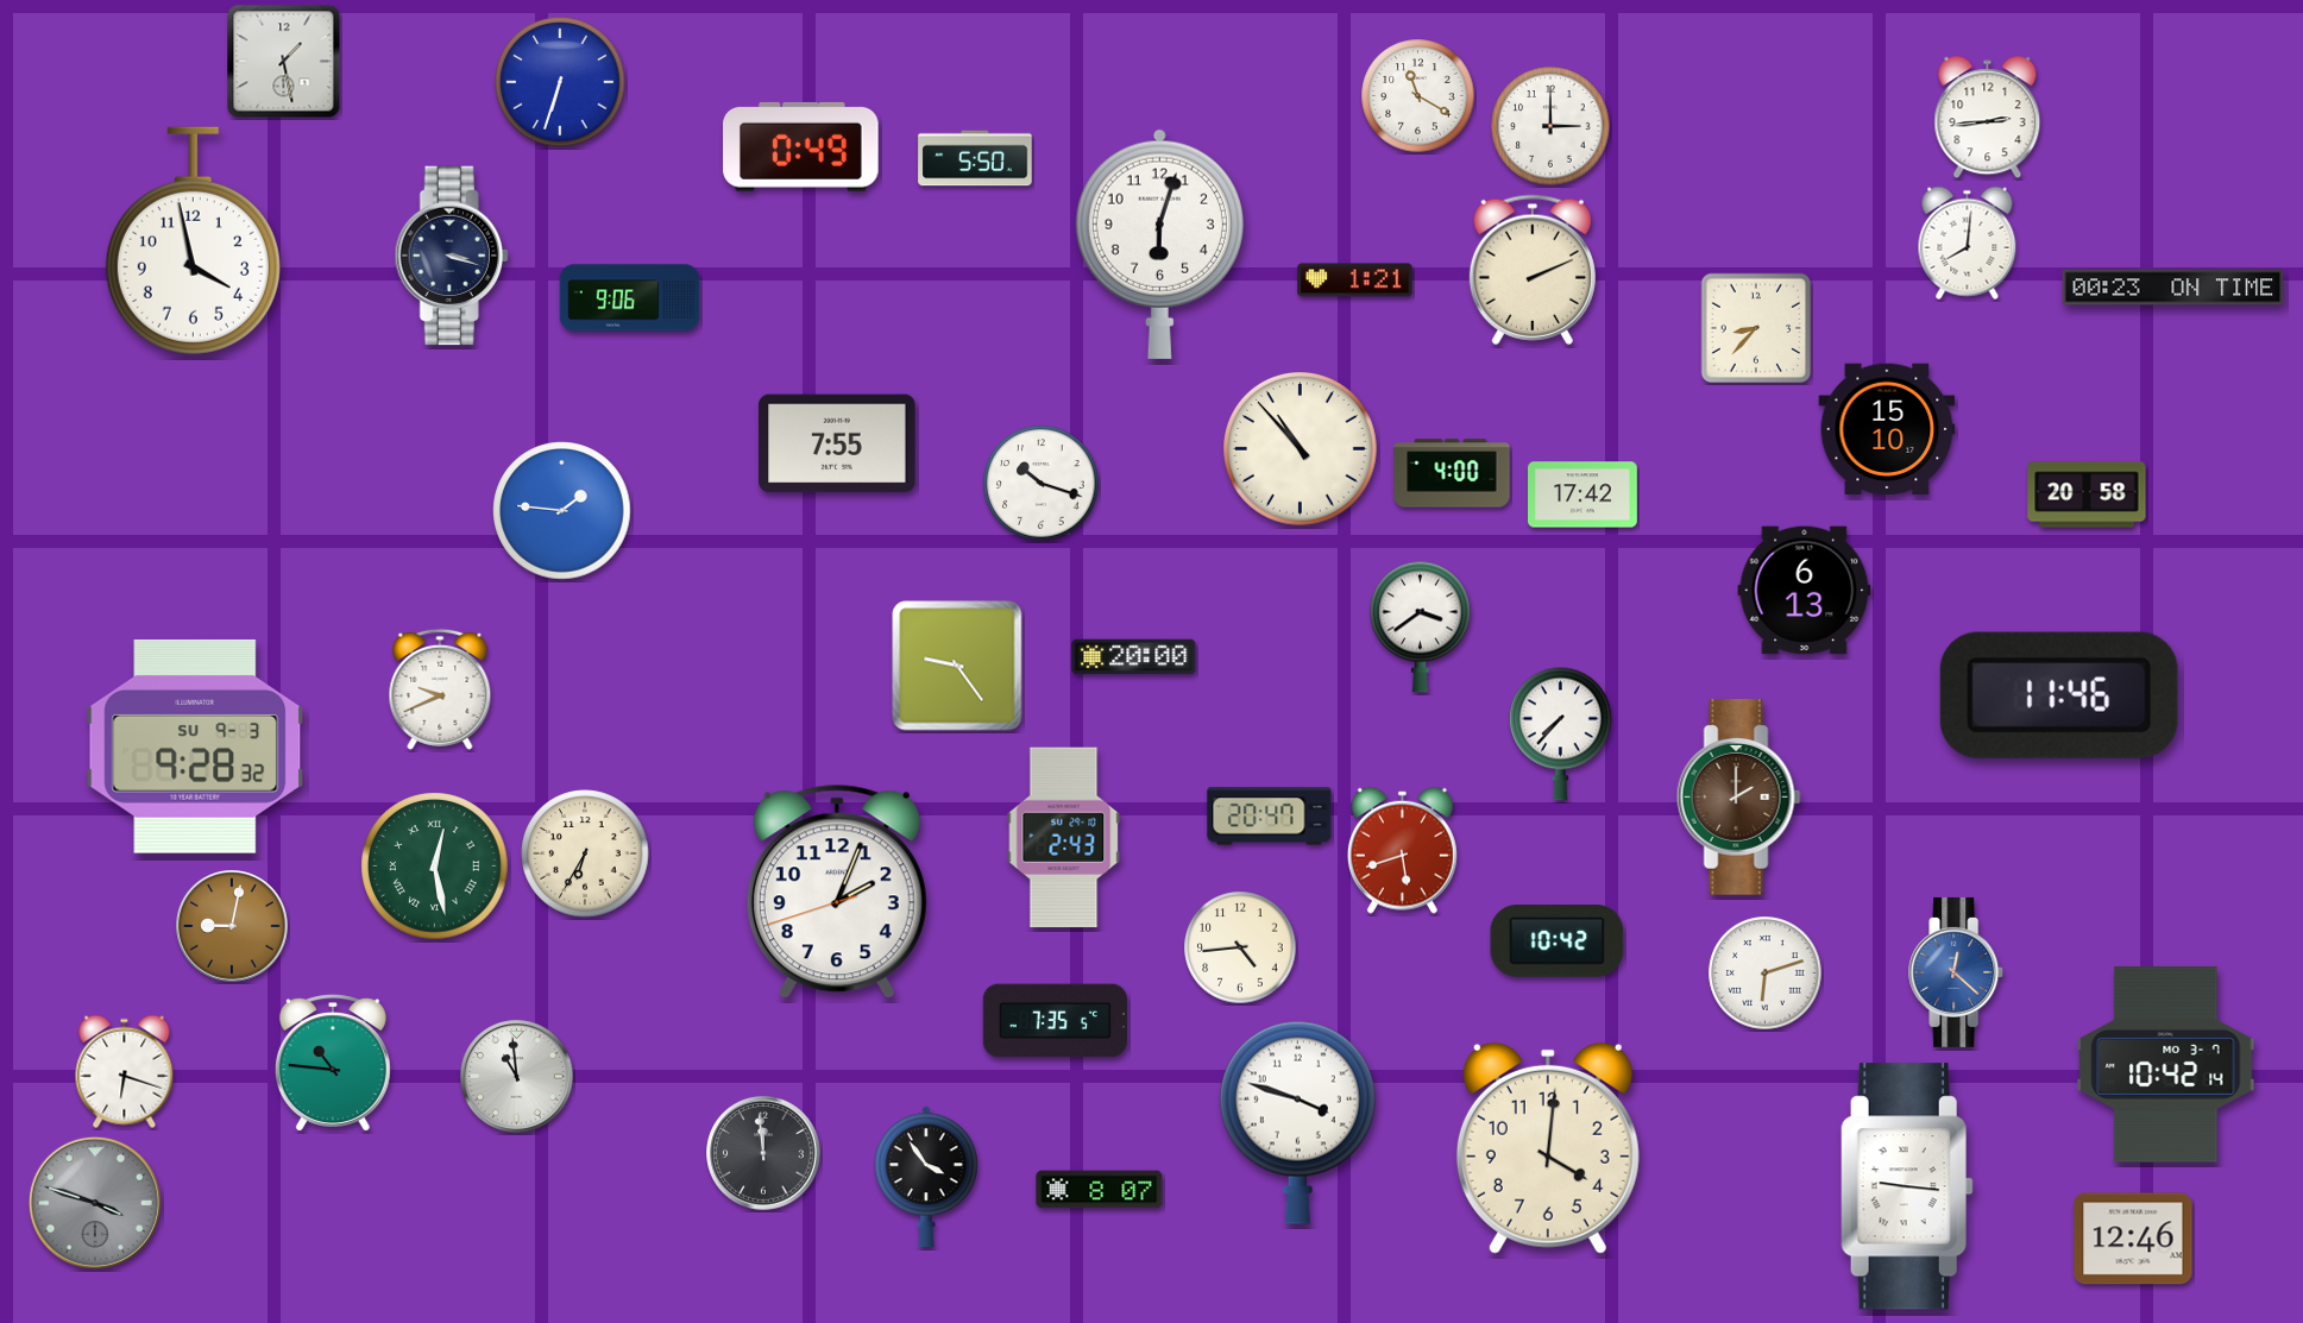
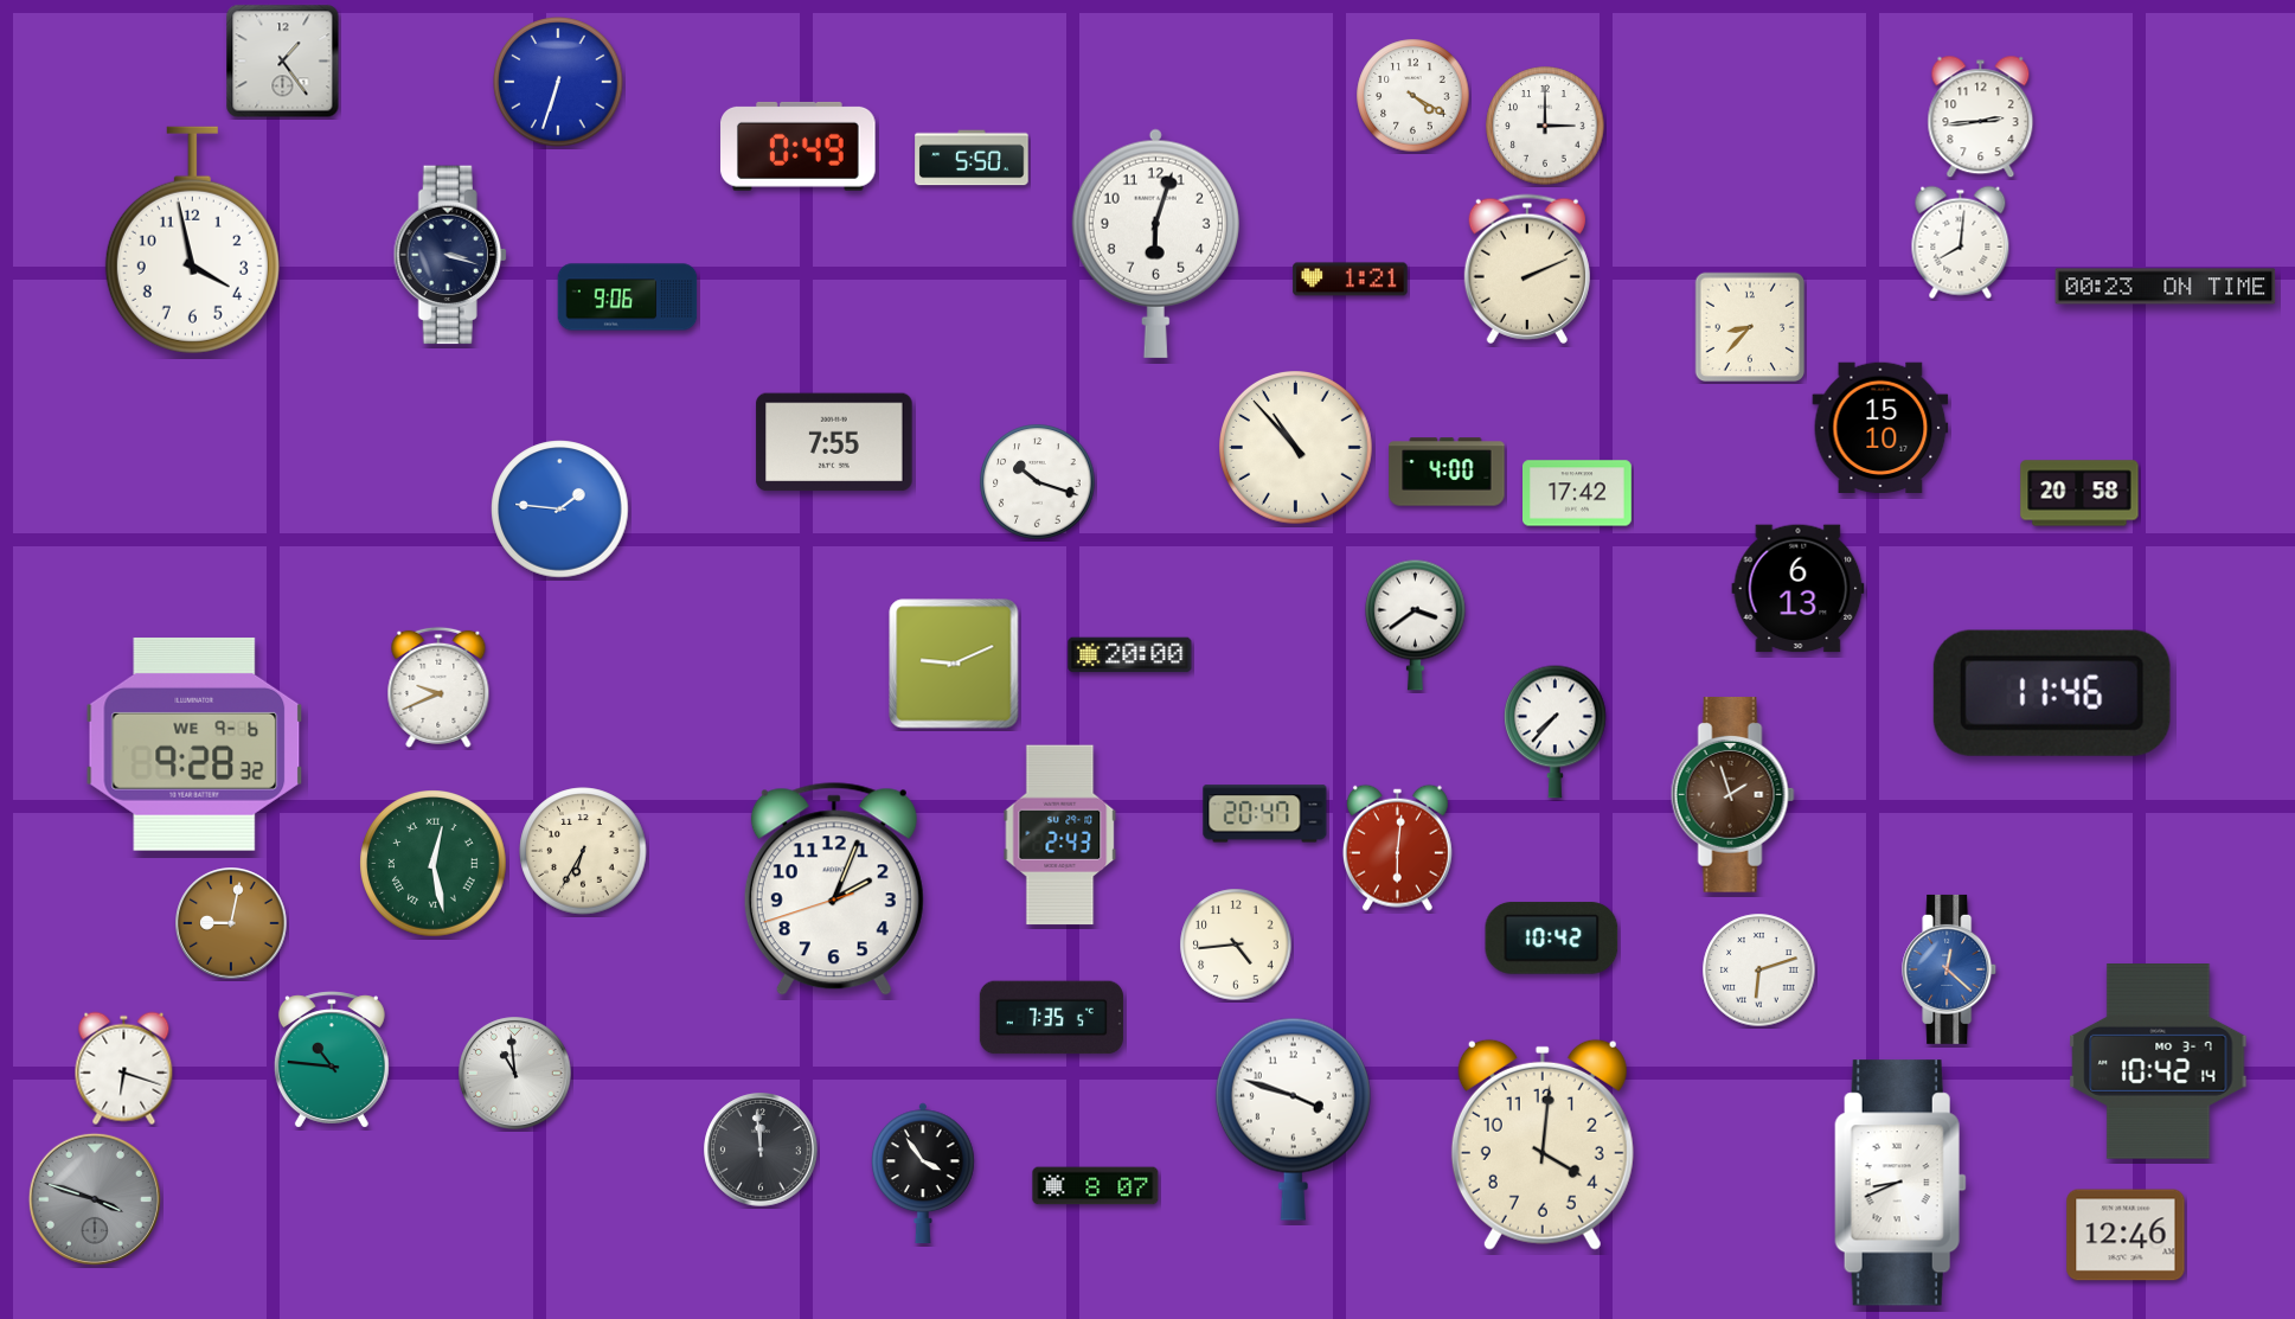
clock at (284, 62): 1:28 -> 1:24
clock at (1418, 96): 11:20 -> 4:20
clock at (957, 666): 9:24 -> 9:11
clock at (195, 746) date: SU 9-3 -> WE 9-6
clock at (1738, 798): 2:00 -> 1:57
clock at (1402, 850): 5:42 -> 6:01
clock at (1907, 1186): 9:16 -> 8:41
